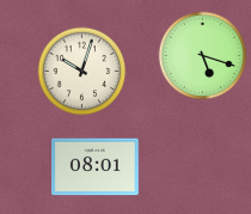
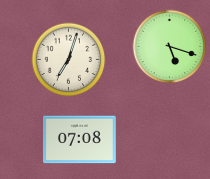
clock at (82, 72): 10:03 -> 7:03
clock at (96, 167): 08:01 -> 07:08
